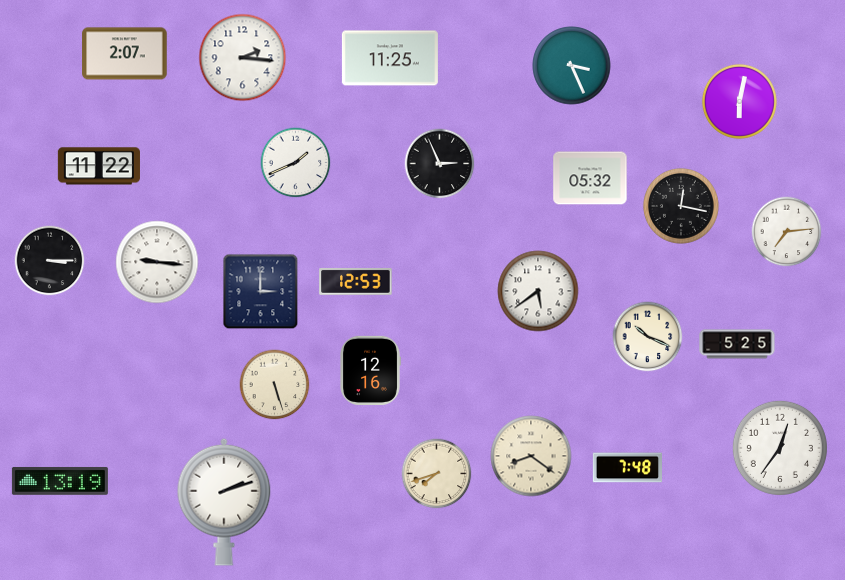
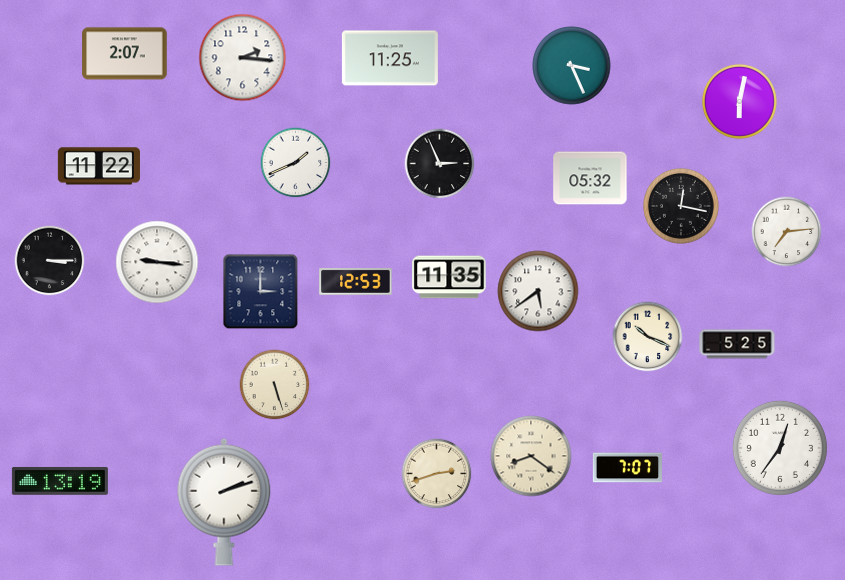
clock at (449, 277): none -> 11:35
clock at (370, 370): 12:16 -> none
clock at (627, 468): 7:48 -> 7:07
clock at (437, 474): 7:42 -> 2:42
